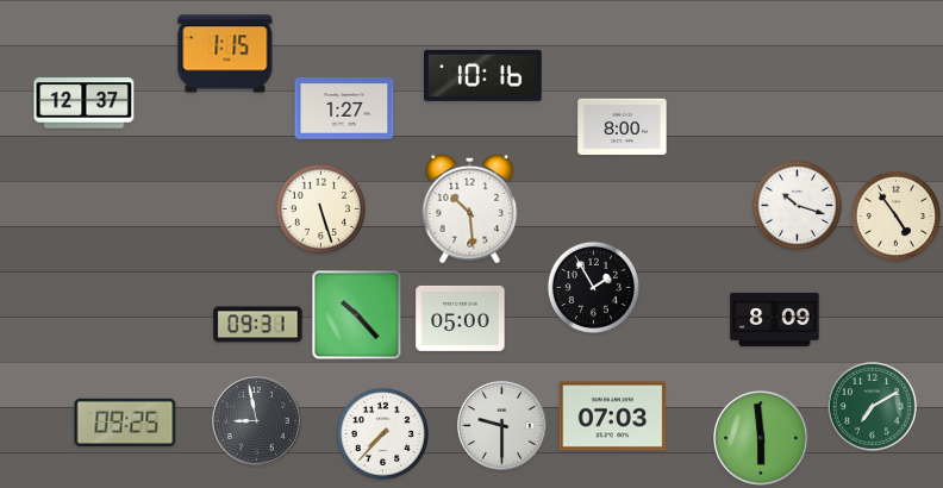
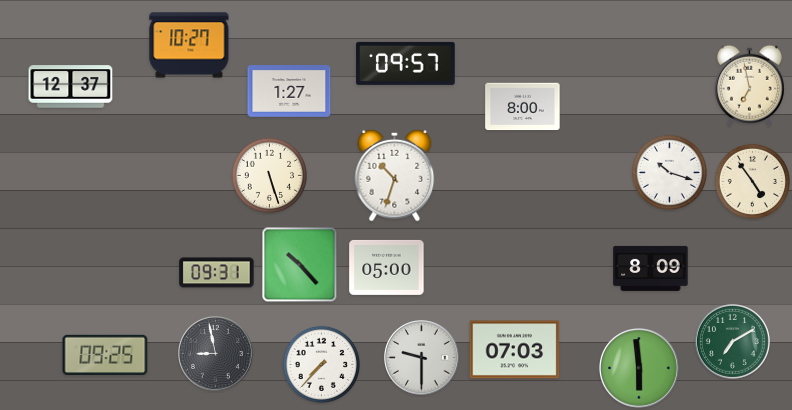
clock at (225, 54): 1:15 -> 10:27
clock at (483, 75): 10:16 -> 09:57
clock at (749, 85): none -> 6:58
clock at (470, 208): 10:29 -> 10:33
clock at (593, 287): 1:55 -> none
